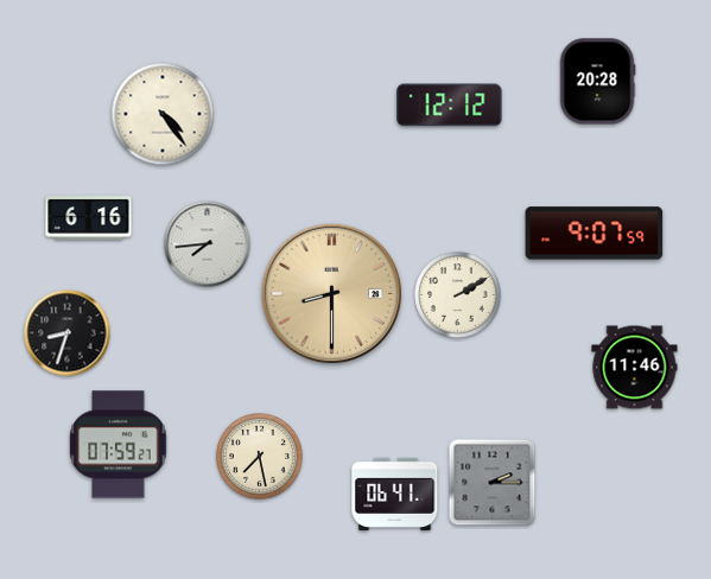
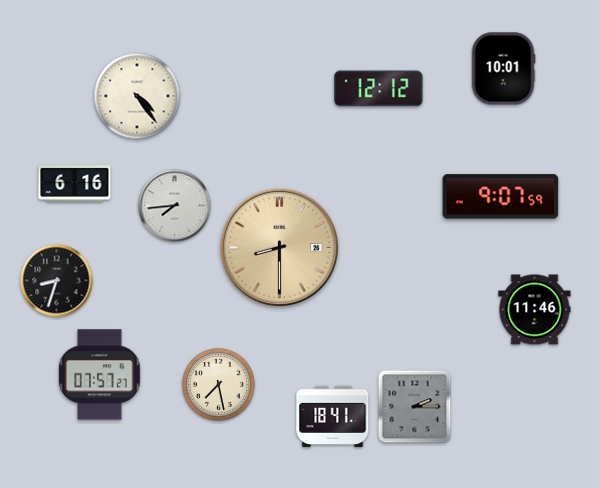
clock at (597, 82): 20:28 -> 10:01
clock at (458, 295): 2:10 -> none
clock at (119, 445): 07:59 -> 07:57
clock at (395, 494): 06:41 -> 18:41
